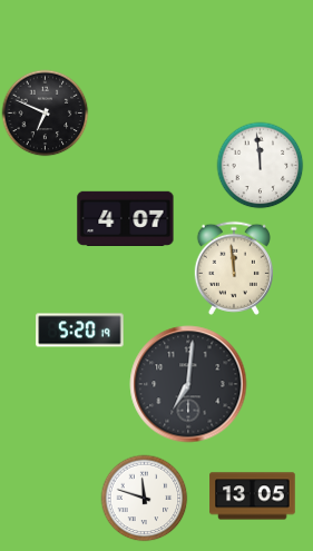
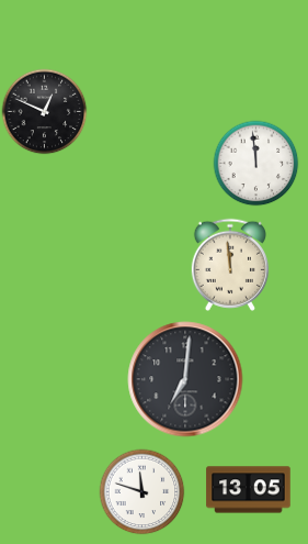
clock at (45, 112): 6:49 -> 12:49
clock at (126, 218): 4:07 -> none
clock at (80, 331): 5:20 -> none
